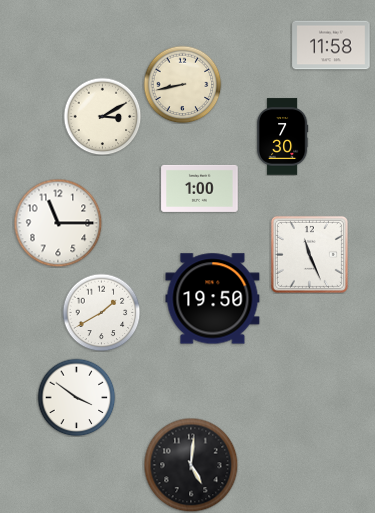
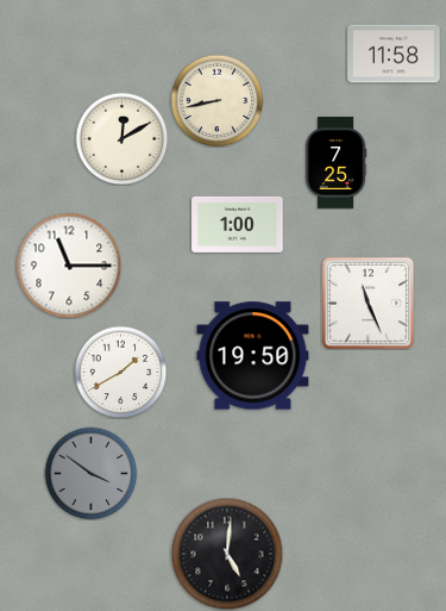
clock at (102, 116): 3:10 -> 12:10
clock at (282, 137): 7:30 -> 7:25
clock at (76, 397) dial: white -> grey
